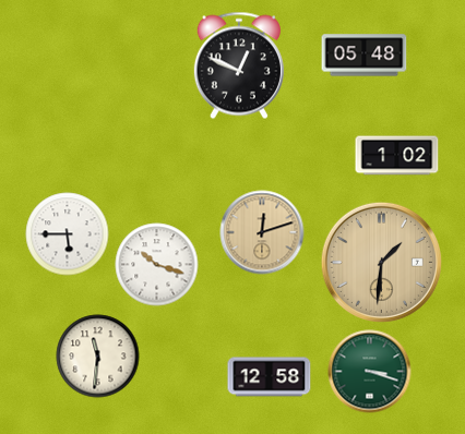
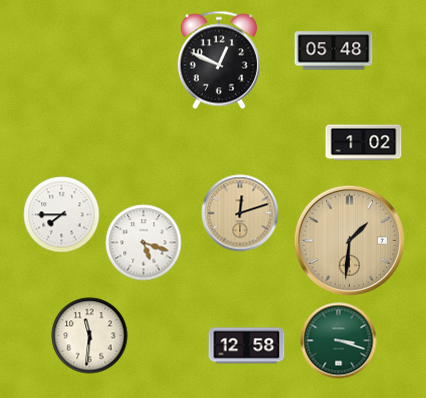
clock at (68, 234): 5:45 -> 7:45
clock at (157, 265): 10:18 -> 5:18
clock at (98, 357) position: (98, 357) -> (90, 336)
